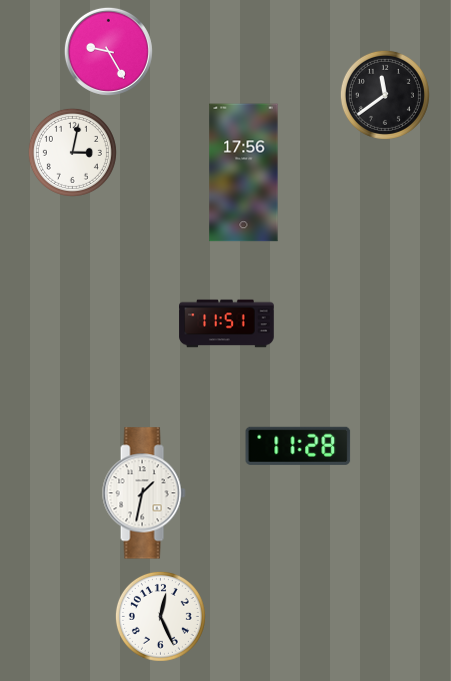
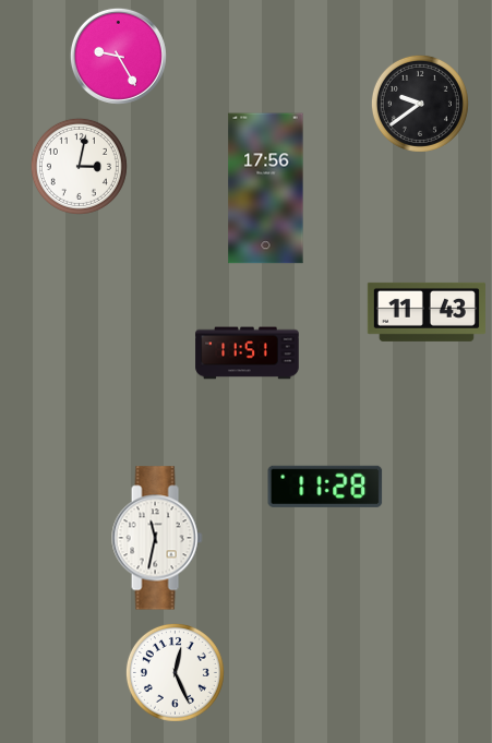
clock at (385, 95): 11:39 -> 9:39
clock at (427, 312): none -> 11:43
clock at (144, 493): 1:32 -> 11:32
